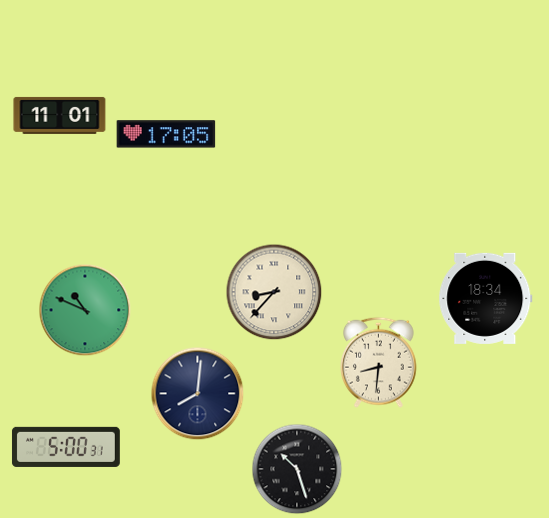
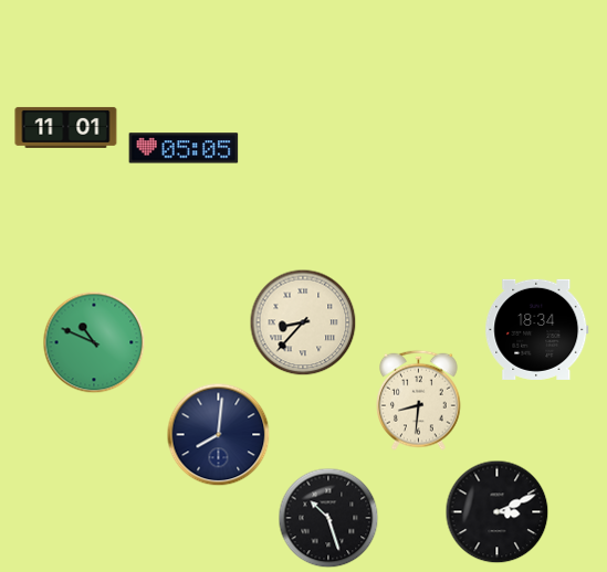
clock at (166, 134): 17:05 -> 05:05
clock at (66, 447): 5:00 -> none
clock at (498, 512): none -> 3:11
